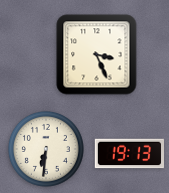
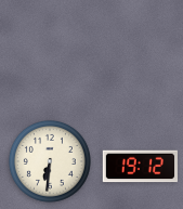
clock at (97, 55): 3:26 -> none
clock at (129, 154): 19:13 -> 19:12
